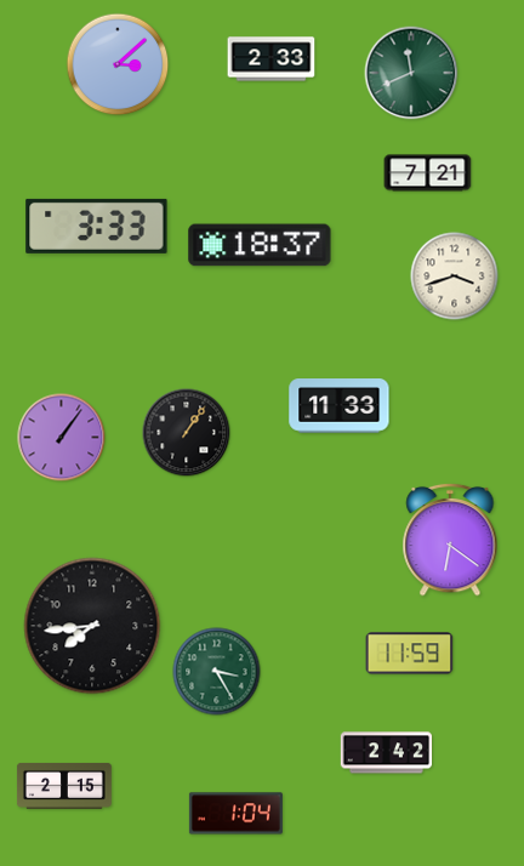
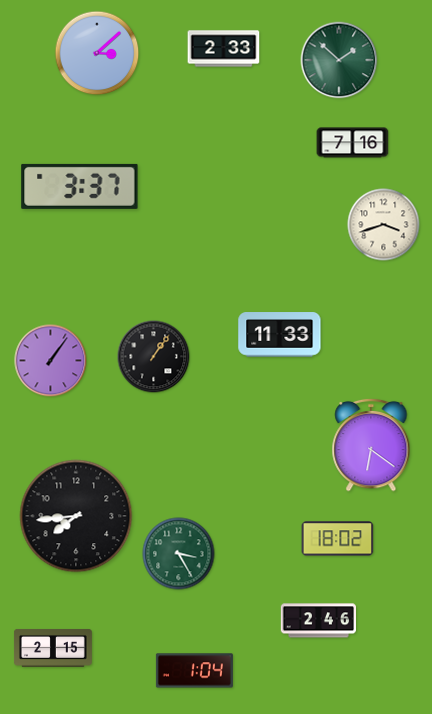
clock at (411, 73): 11:41 -> 1:52
clock at (428, 173): 7:21 -> 7:16
clock at (97, 226): 3:33 -> 3:37
clock at (260, 245): 18:37 -> none
clock at (455, 277) position: (455, 277) -> (384, 225)
clock at (410, 654): 11:59 -> 18:02
clock at (386, 753): 2:42 -> 2:46
